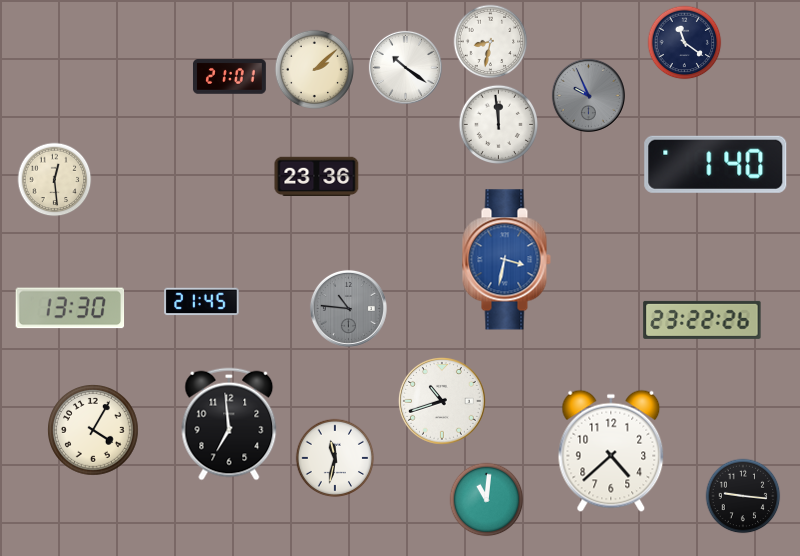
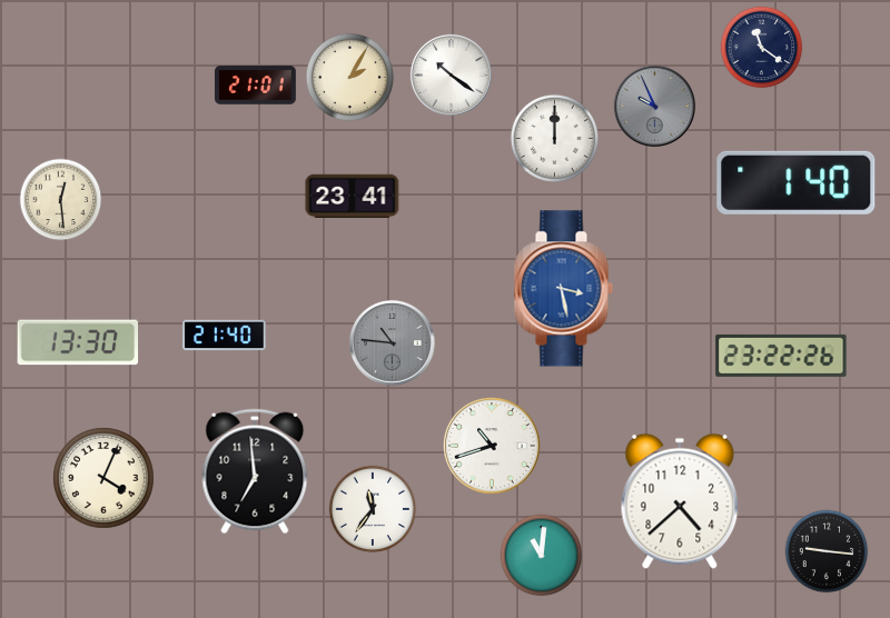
clock at (491, 42): 8:32 -> none
clock at (314, 69): 2:08 -> 2:05
clock at (498, 124): 11:59 -> 12:00
clock at (317, 176): 23:36 -> 23:41
clock at (506, 260): 3:32 -> 3:28
clock at (202, 302): 21:45 -> 21:40
clock at (348, 308) position: (348, 308) -> (392, 342)
clock at (93, 430): 4:05 -> 4:04
clock at (335, 458): 11:32 -> 11:36
